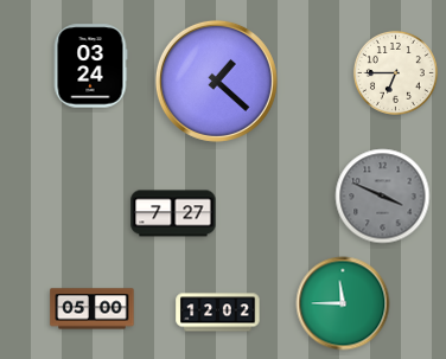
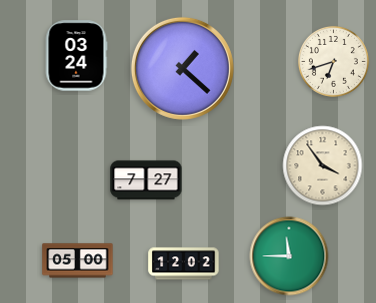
clock at (395, 72): 6:45 -> 6:42
clock at (383, 197): 3:49 -> 3:54
clock at (383, 197) dial: grey -> cream
